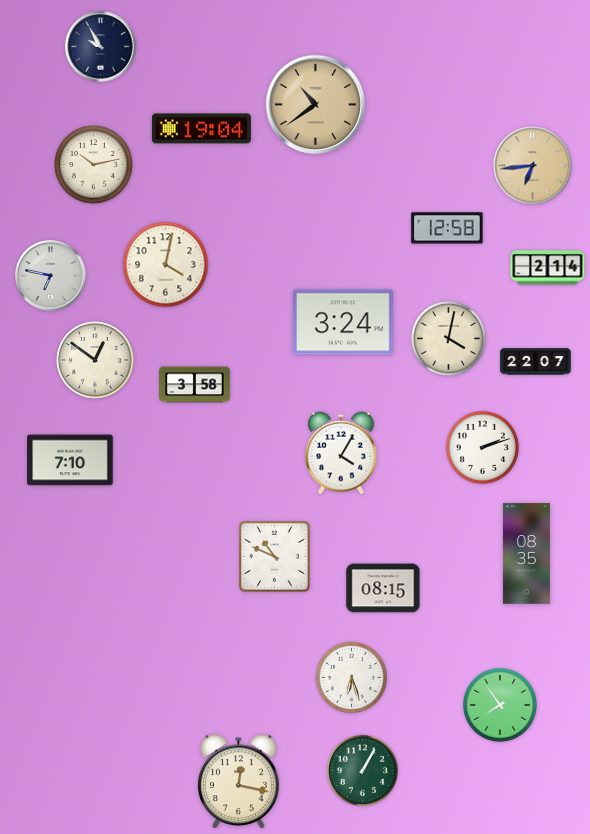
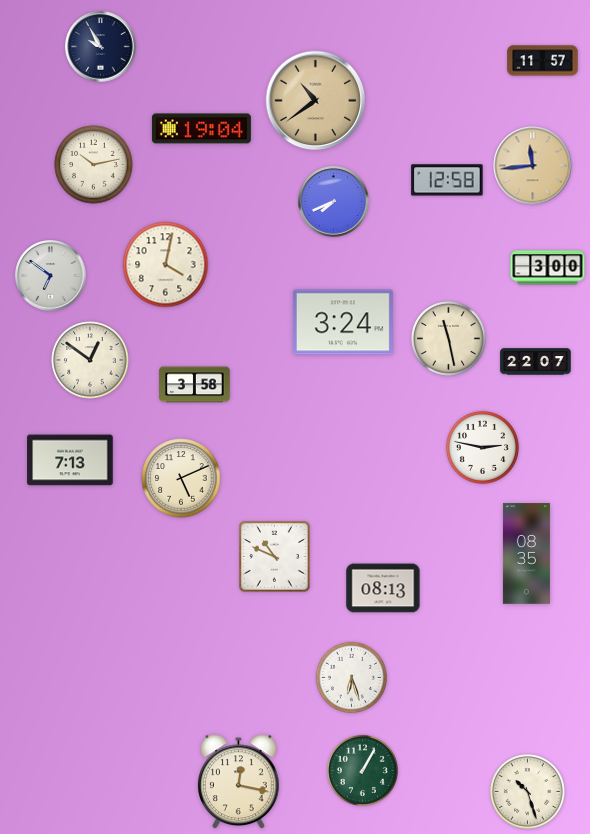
clock at (543, 61): none -> 11:57
clock at (316, 105) position: (316, 105) -> (316, 101)
clock at (533, 166): 6:44 -> 11:44
clock at (334, 202): none -> 7:41
clock at (447, 228) position: (447, 228) -> (447, 180)
clock at (548, 268): 2:14 -> 3:00
clock at (51, 276): 6:47 -> 6:51
clock at (449, 339): 4:02 -> 11:28
clock at (95, 360) position: (95, 360) -> (90, 360)
clock at (482, 447): 2:12 -> 2:47
clock at (341, 453): 4:05 -> none
clock at (70, 460): 7:10 -> 7:13
clock at (181, 478): none -> 5:11
clock at (383, 588): 08:15 -> 08:13
clock at (500, 705): 7:54 -> none
clock at (528, 792): none -> 10:27
